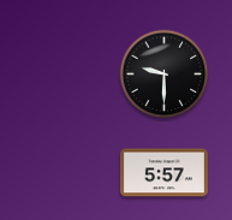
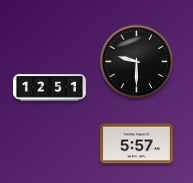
clock at (50, 88): none -> 12:51
